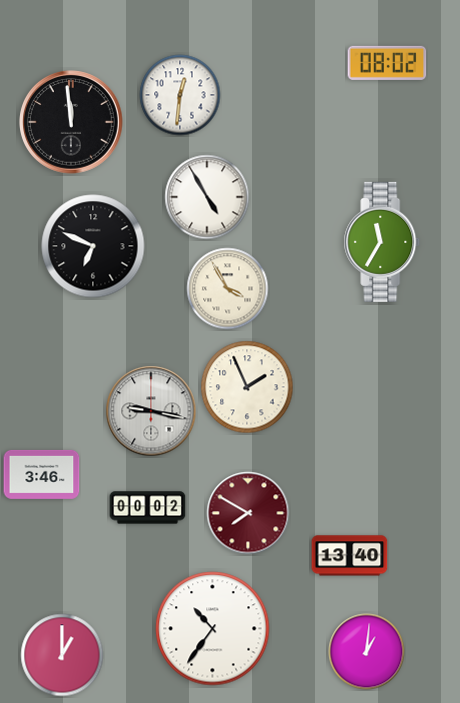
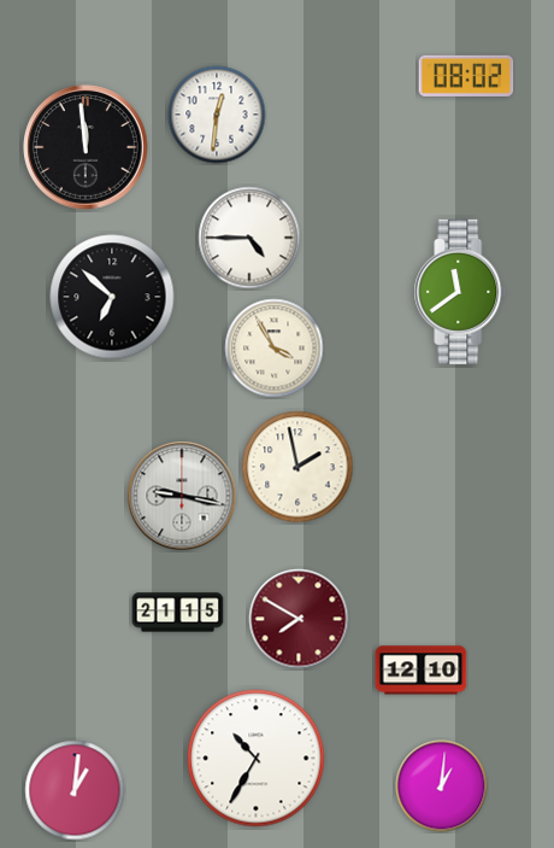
clock at (207, 197): 4:55 -> 4:45
clock at (382, 242): 11:35 -> 11:39
clock at (93, 246): 6:49 -> 6:52
clock at (247, 387): 1:56 -> 1:58
clock at (42, 474): 3:46 -> none
clock at (148, 508): 00:02 -> 21:15
clock at (350, 556): 13:40 -> 12:10
clock at (213, 629): 10:36 -> 10:35
clock at (62, 655): 1:00 -> 1:01
